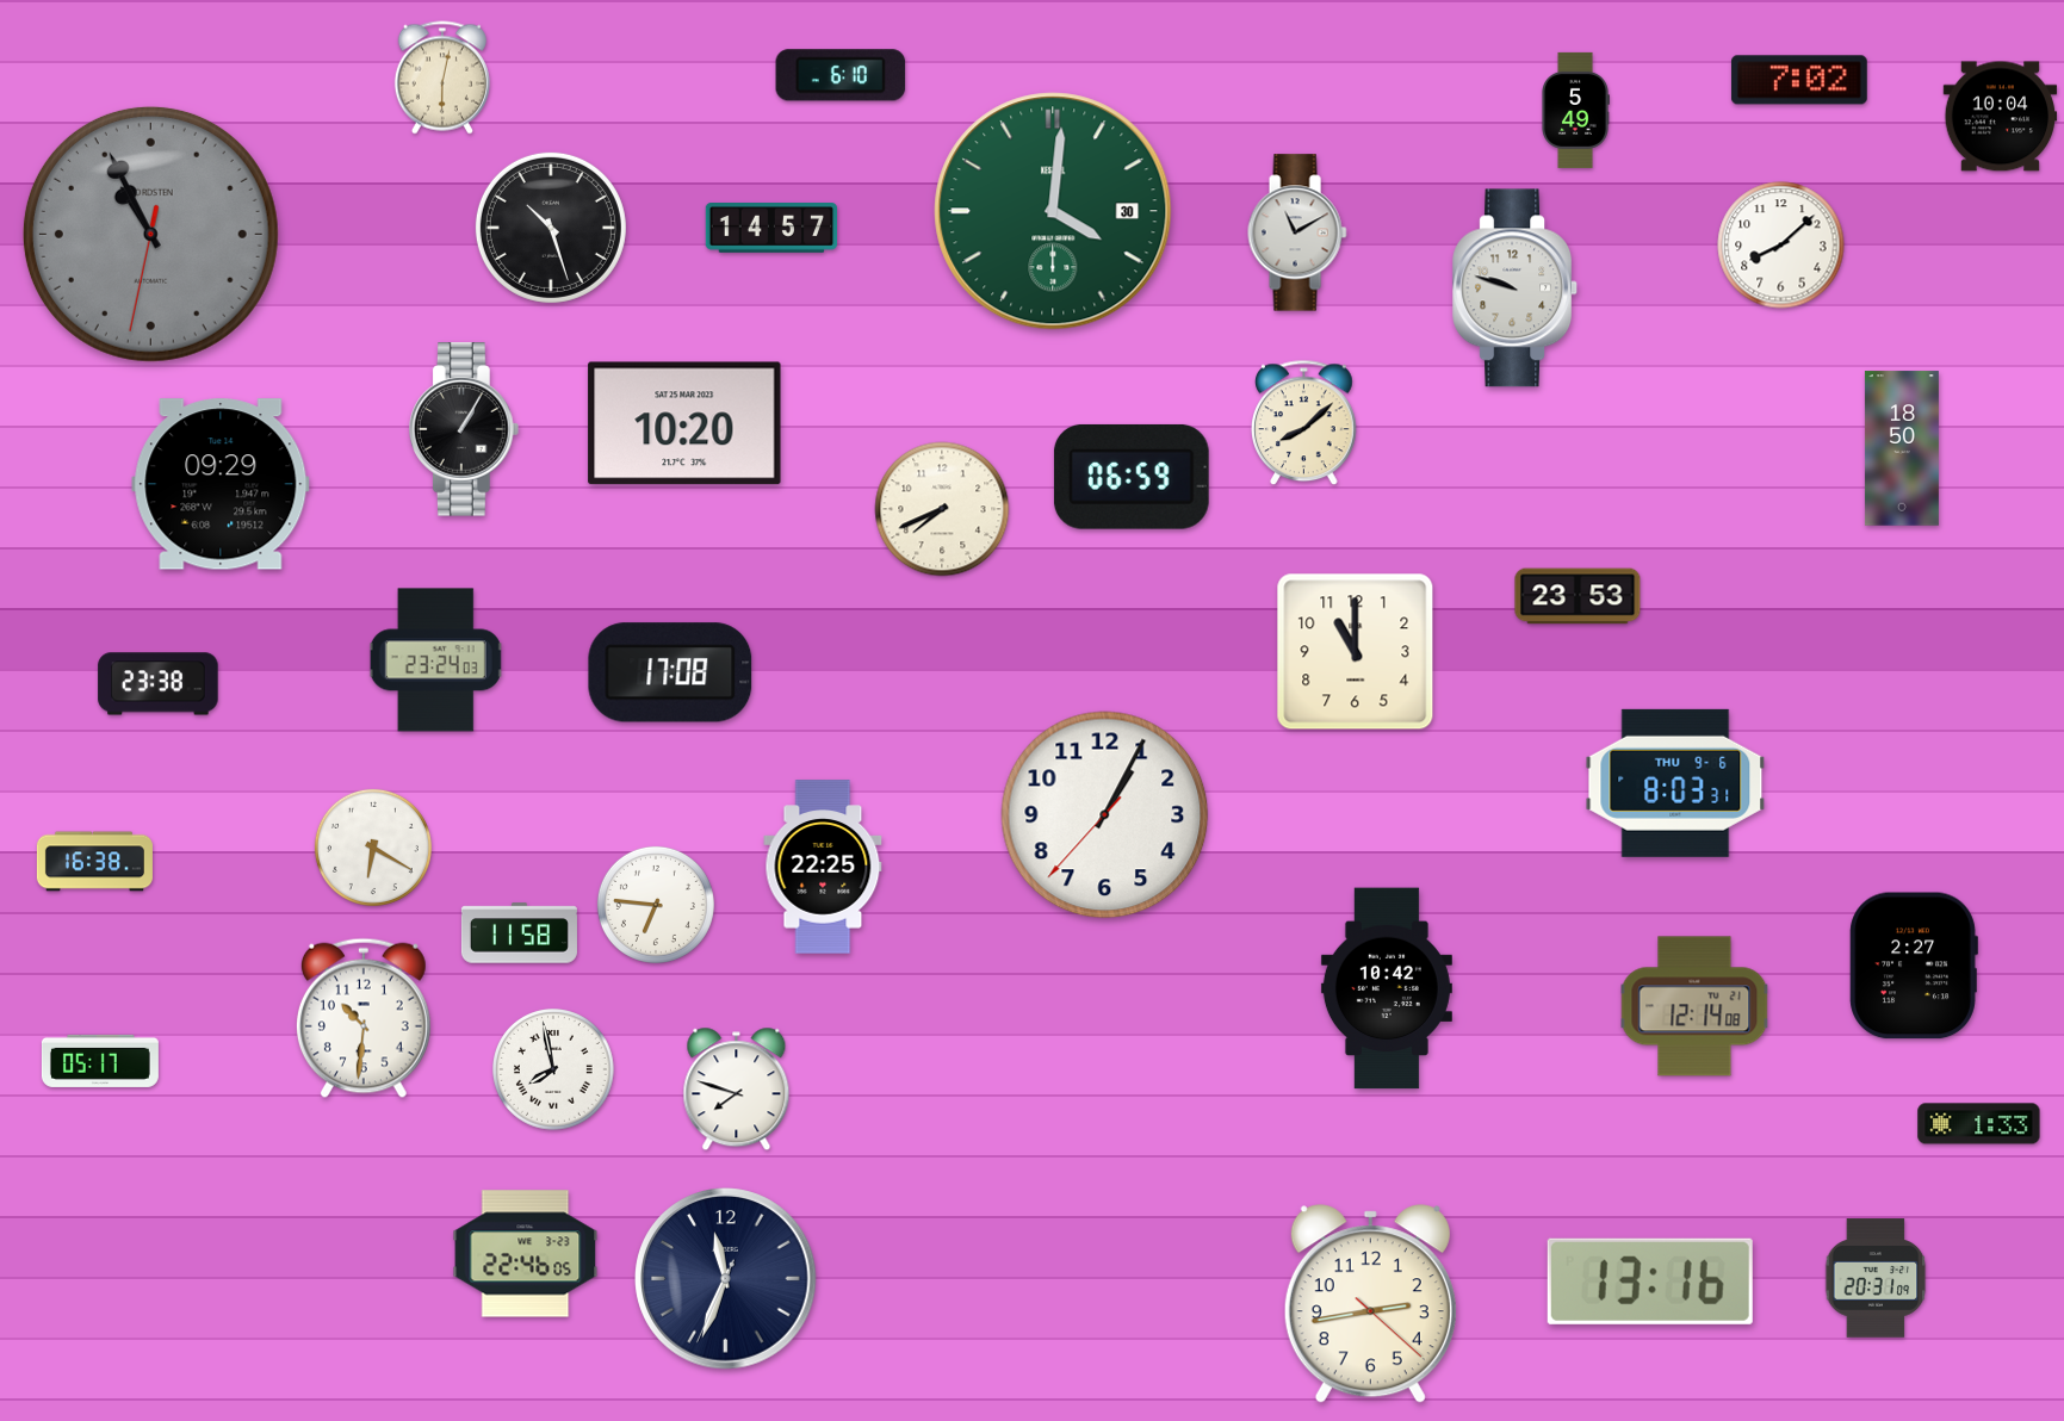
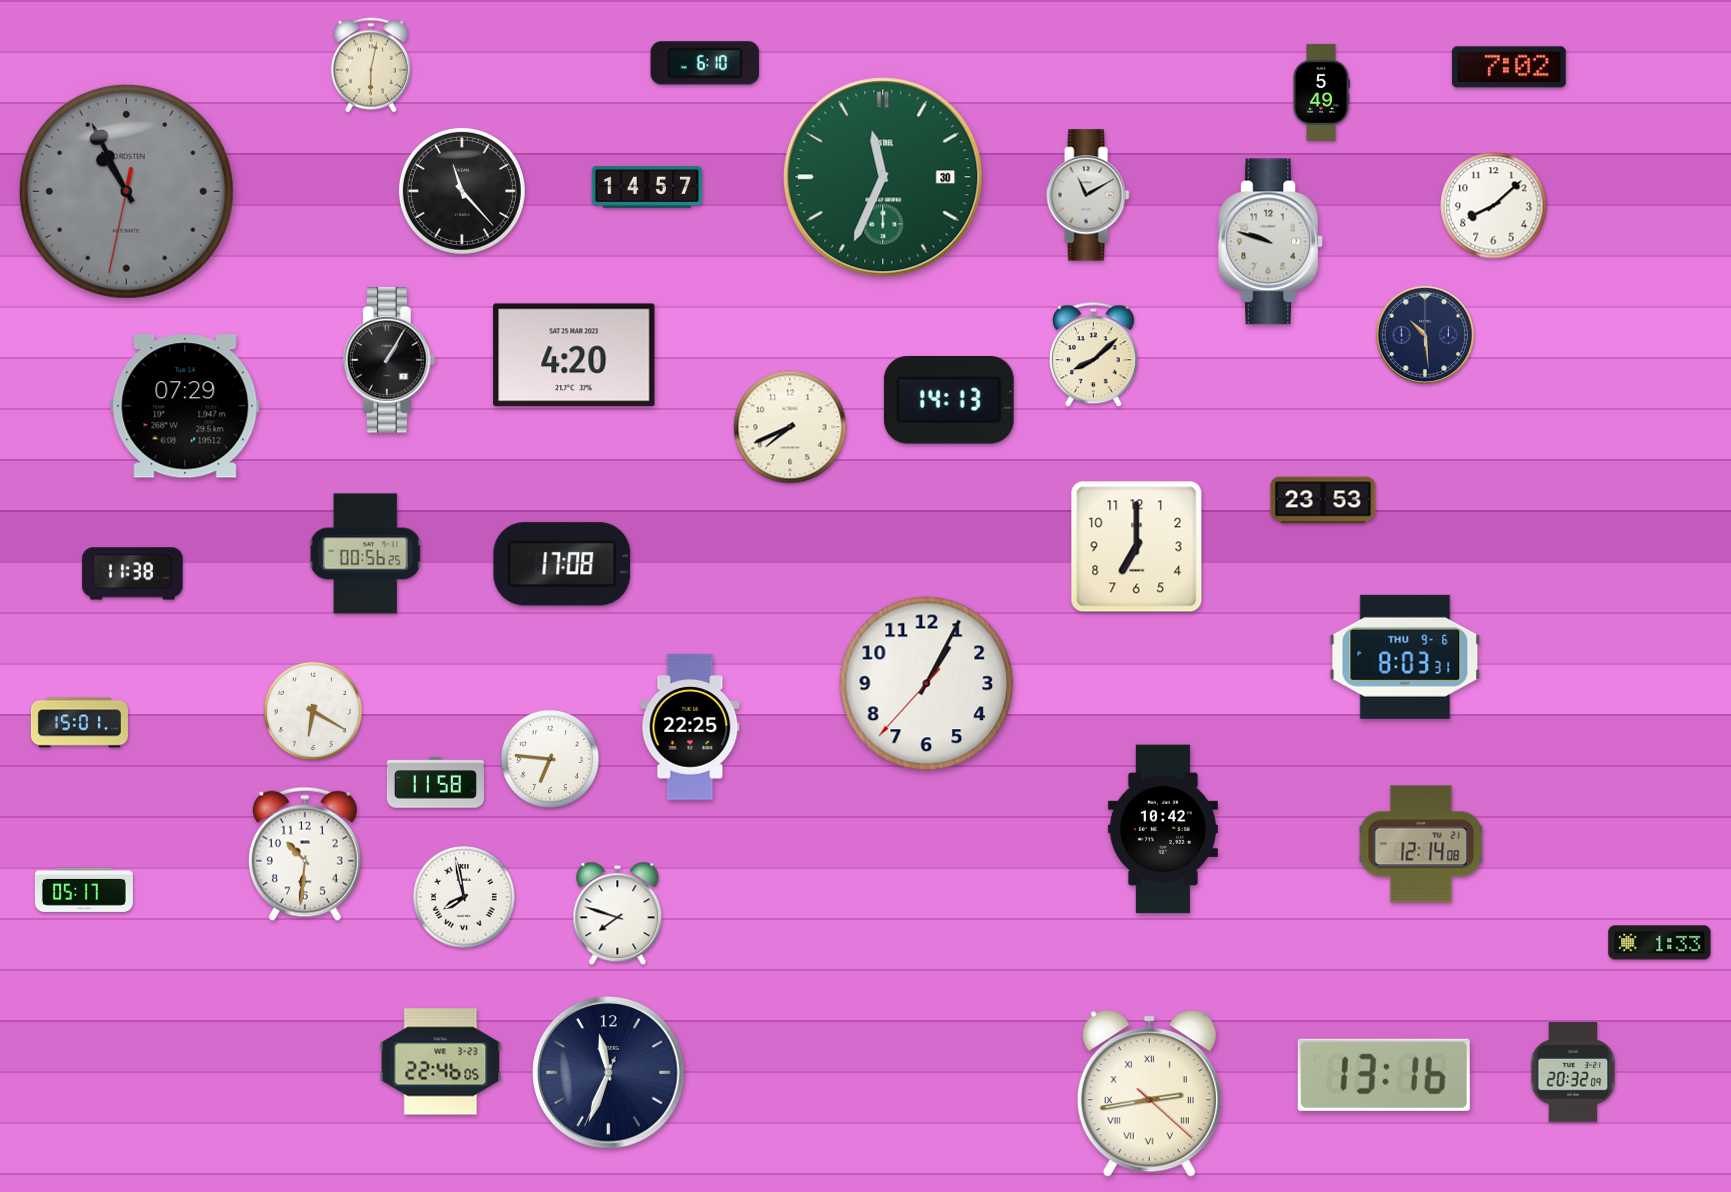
clock at (2001, 117): 10:04 -> none
clock at (1053, 211): 4:01 -> 11:34
clock at (551, 228): 10:27 -> 11:23
clock at (771, 228) position: (771, 228) -> (647, 187)
clock at (150, 234) position: (150, 234) -> (126, 191)
clock at (1424, 334): none -> 10:29
clock at (684, 423): 10:20 -> 4:20
clock at (1902, 448): 18:50 -> none
clock at (1132, 477): 06:59 -> 14:13
clock at (221, 484): 09:29 -> 07:29
clock at (1356, 652): 11:00 -> 7:00
clock at (436, 660): 23:24 -> 00:56
clock at (159, 684): 23:38 -> 11:38
clock at (94, 862): 16:38 -> 15:01
clock at (1914, 966): 2:27 -> none
clock at (526, 1254) position: (526, 1254) -> (441, 1062)
clock at (1876, 1278): 20:31 -> 20:32
clock at (1370, 1304) numerals: Arabic -> Roman
